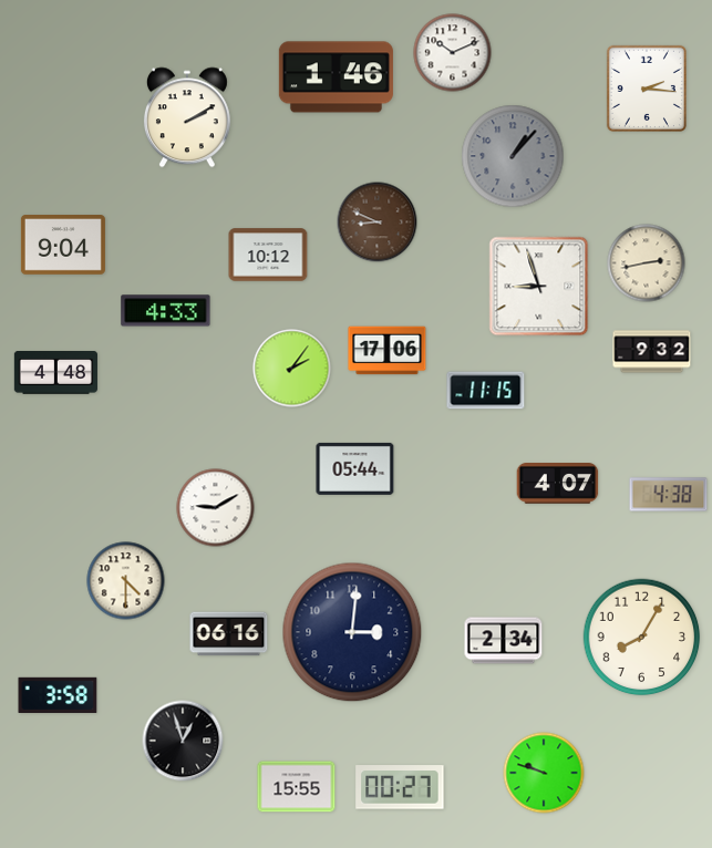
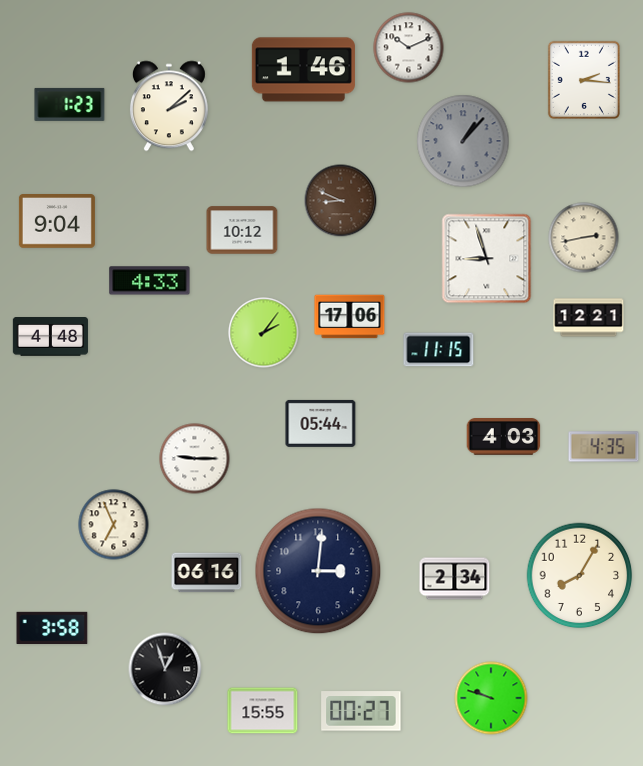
clock at (70, 104): none -> 1:23
clock at (187, 117): 2:10 -> 2:08
clock at (652, 352): 9:32 -> 12:21
clock at (486, 391) position: (486, 391) -> (439, 350)
clock at (558, 484): 4:07 -> 4:03
clock at (669, 495): 4:38 -> 4:35
clock at (216, 508): 9:10 -> 9:15
clock at (126, 581): 4:30 -> 6:56
clock at (297, 787) position: (297, 787) -> (263, 711)
